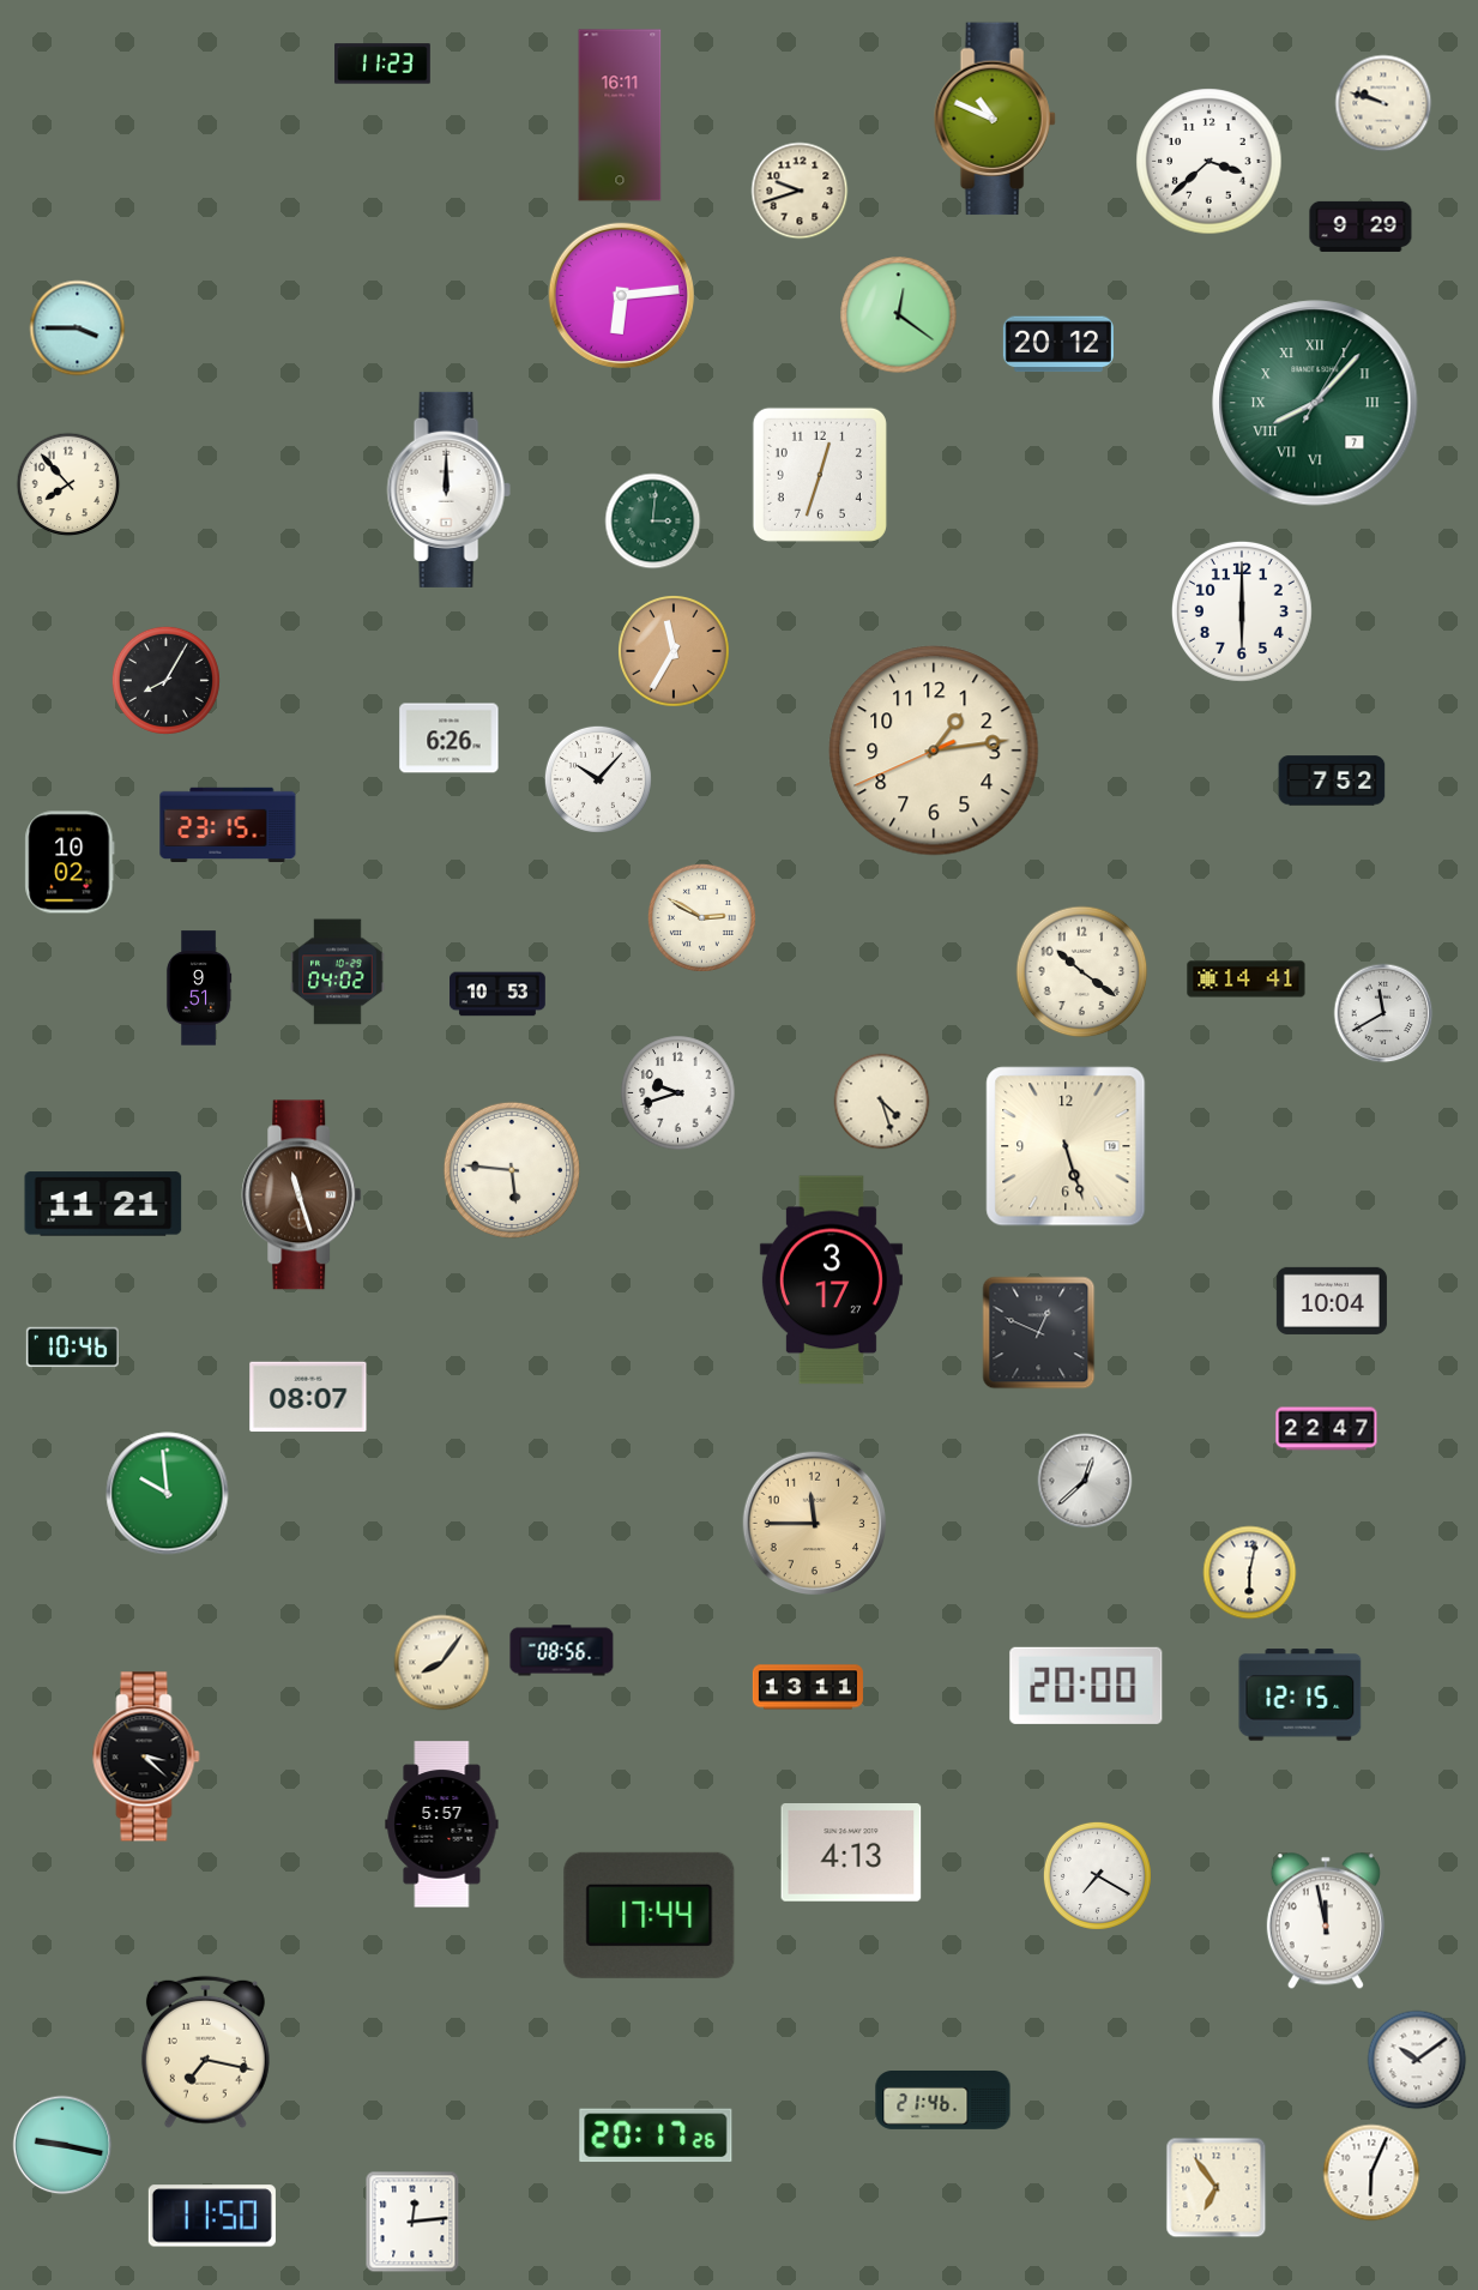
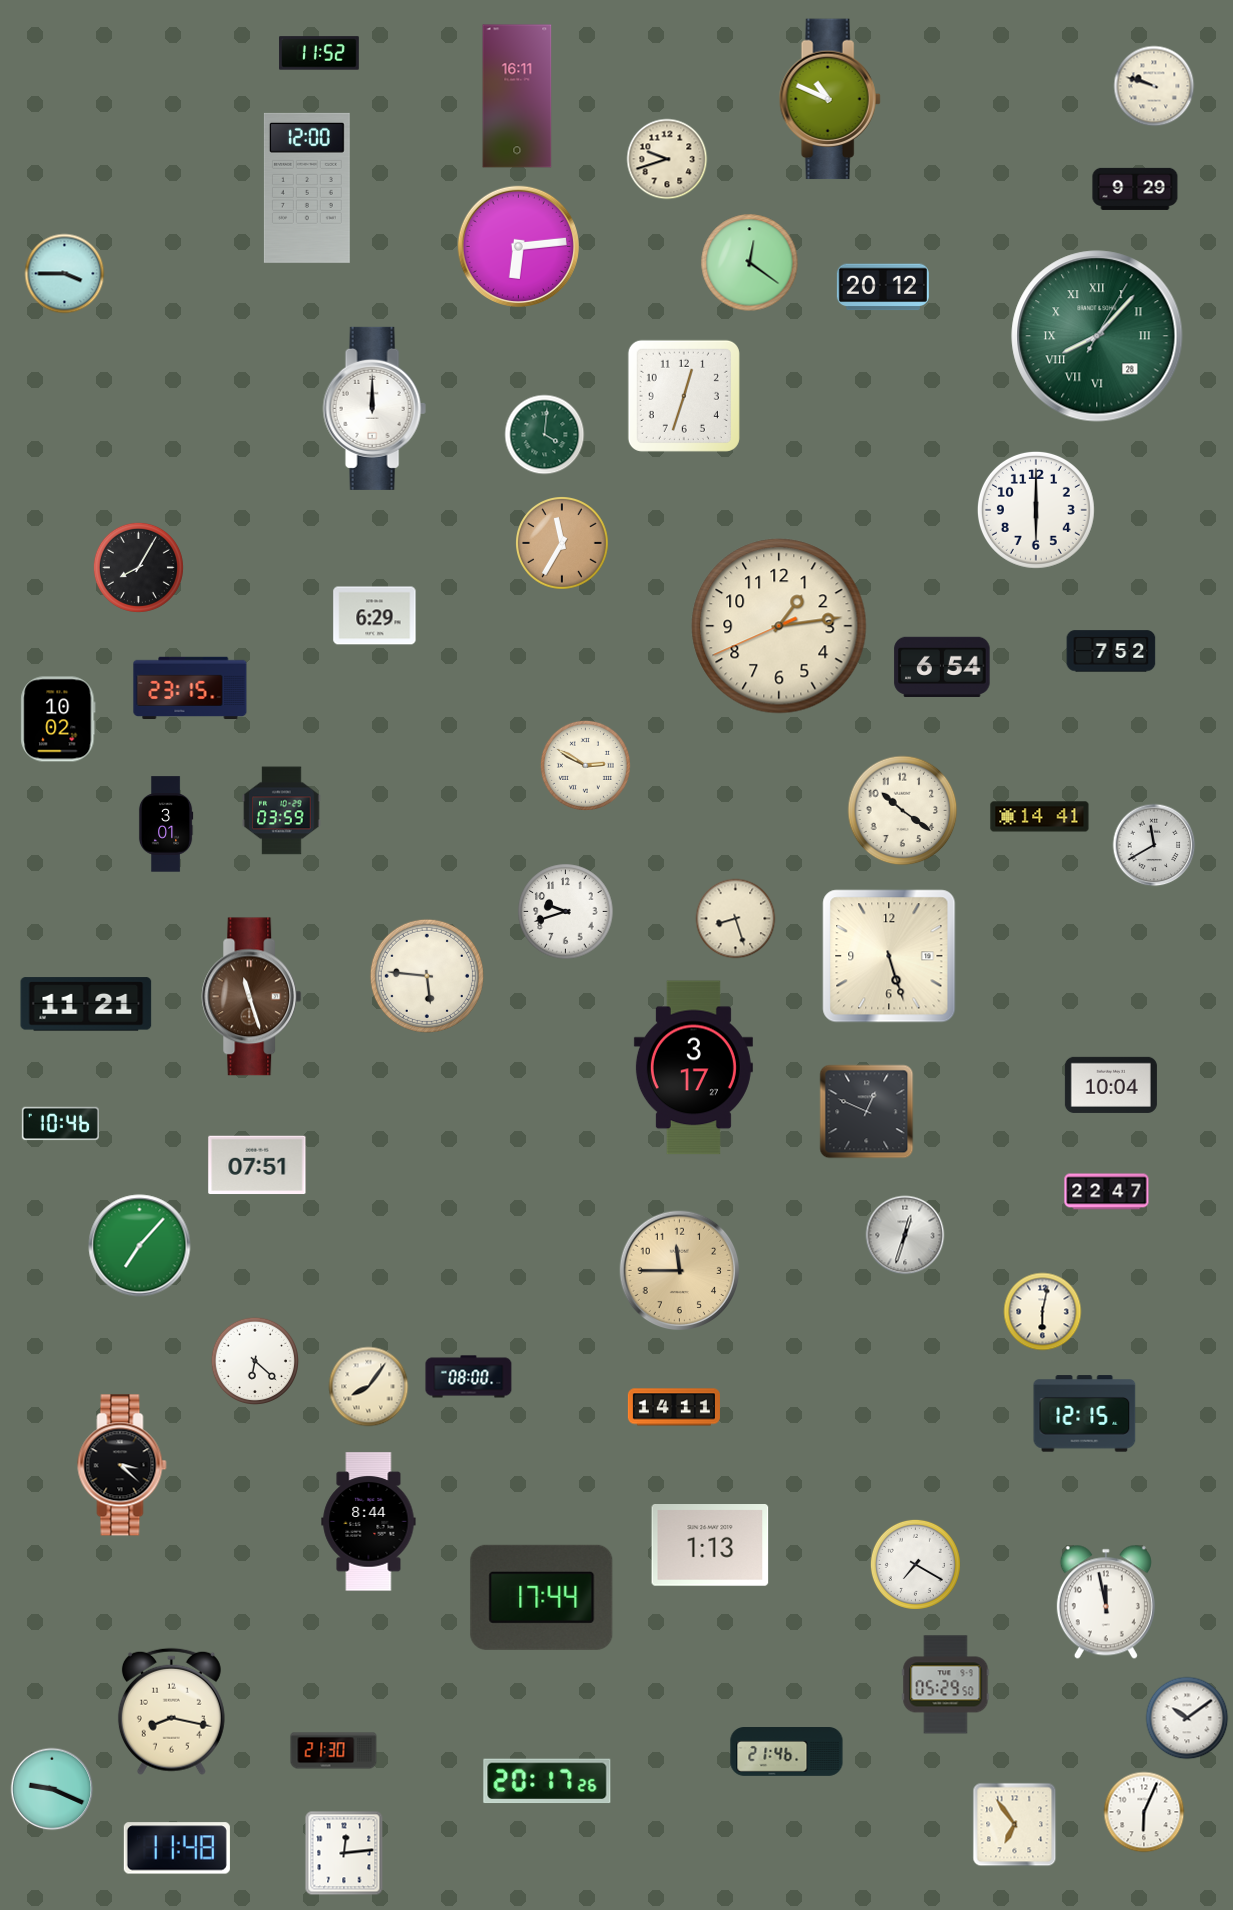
clock at (382, 64): 11:23 -> 11:52
clock at (1209, 162): 3:38 -> none
clock at (307, 188): none -> 12:00
clock at (1315, 403) date: 7 -> 28
clock at (68, 484): 7:53 -> none
clock at (653, 522): 3:01 -> 4:01
clock at (450, 739): 6:26 -> 6:29
clock at (598, 779): 10:07 -> none
clock at (942, 667): none -> 6:54
clock at (338, 972): 04:02 -> 03:59
clock at (199, 988): 9:51 -> 3:01
clock at (497, 994): 10:53 -> none
clock at (882, 1102): 4:27 -> 8:27
clock at (308, 1397): 08:07 -> 07:51
clock at (1085, 1481): 12:38 -> 12:33
clock at (168, 1494): 9:59 -> 7:07
clock at (254, 1360): none -> 6:22
clock at (562, 1651): 08:56 -> 08:00
clock at (1086, 1686): 20:00 -> none
clock at (808, 1687): 13:11 -> 14:11
clock at (442, 1825): 5:57 -> 8:44
clock at (851, 1854): 4:13 -> 1:13
clock at (946, 1685): none -> 05:29
clock at (205, 2051): 7:17 -> 8:17
clock at (1417, 2060) position: (1417, 2060) -> (1187, 1718)
clock at (334, 1751): none -> 21:30
clock at (62, 2145): 9:17 -> 9:19
clock at (212, 2216): 11:50 -> 11:48
